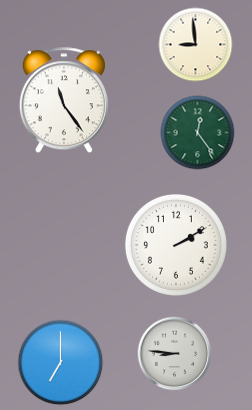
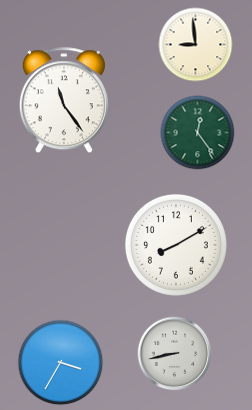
clock at (176, 245): 2:10 -> 8:10
clock at (175, 354): 8:46 -> 8:43
clock at (61, 363): 7:00 -> 3:35
